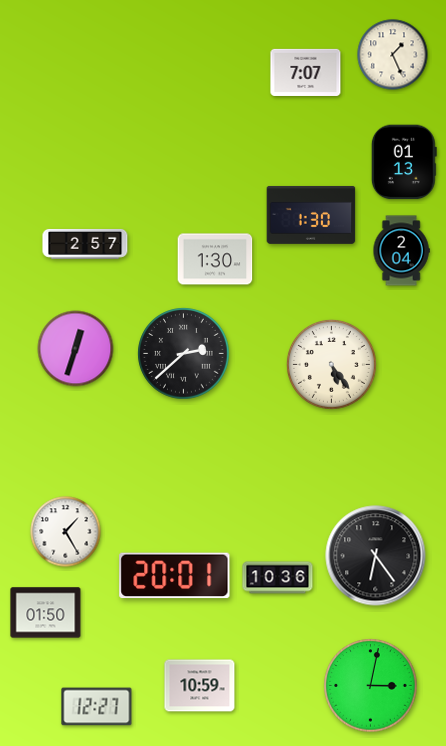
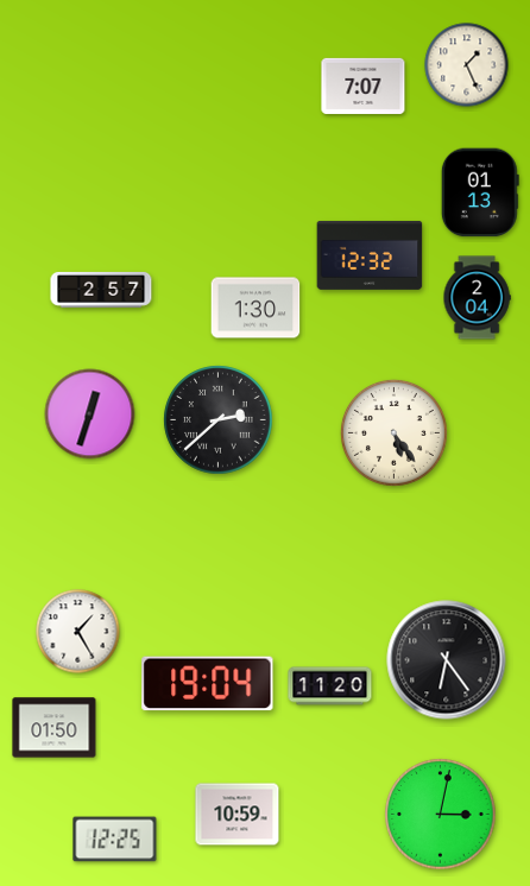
clock at (311, 215): 1:30 -> 12:32
clock at (175, 576): 20:01 -> 19:04
clock at (278, 578): 10:36 -> 11:20
clock at (97, 707): 12:27 -> 12:25
